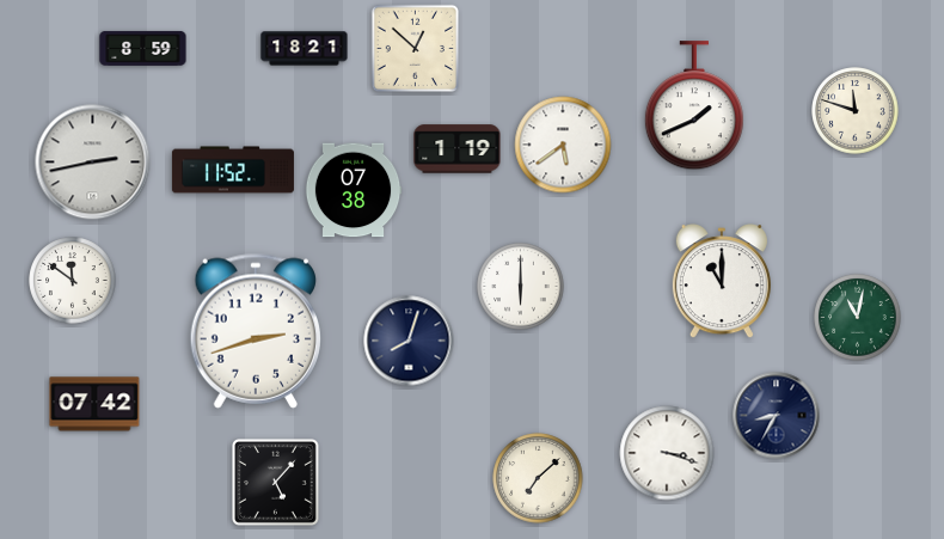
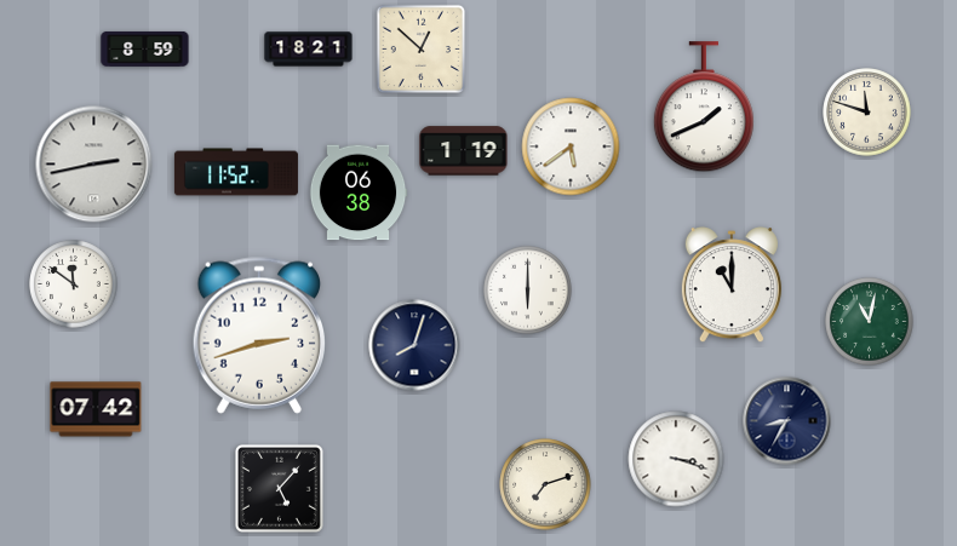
clock at (354, 190): 07:38 -> 06:38
clock at (538, 478): 7:08 -> 7:12
